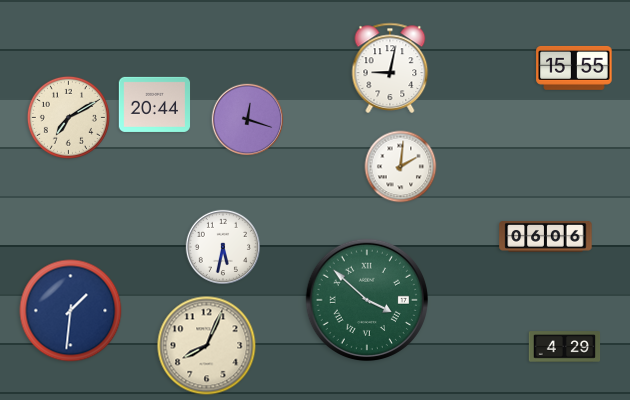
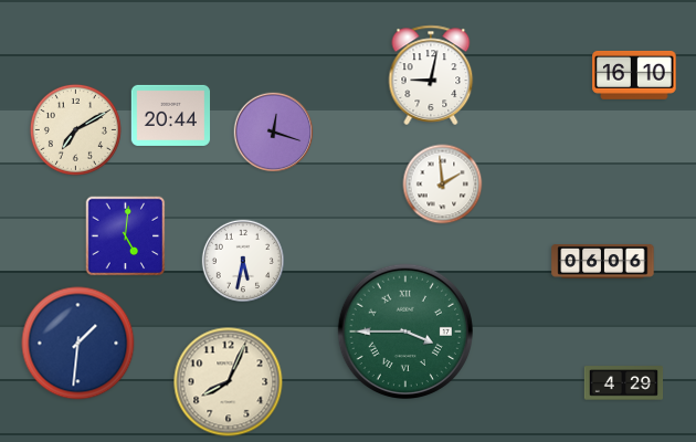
clock at (574, 68): 15:55 -> 16:10
clock at (401, 167): 2:01 -> 1:59
clock at (126, 236): none -> 5:01
clock at (222, 246) position: (222, 246) -> (242, 260)
clock at (366, 299): 3:52 -> 3:45
